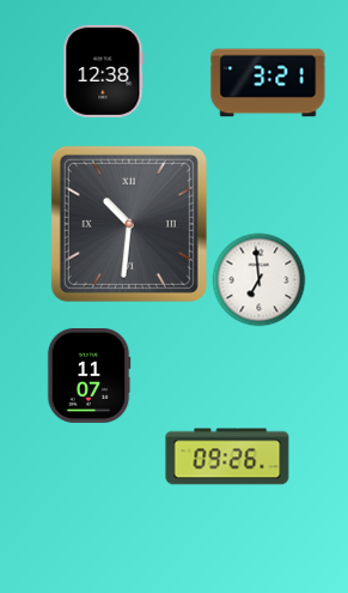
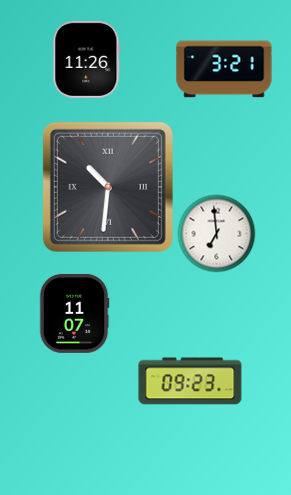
clock at (104, 71): 12:38 -> 11:26
clock at (227, 456): 09:26 -> 09:23
